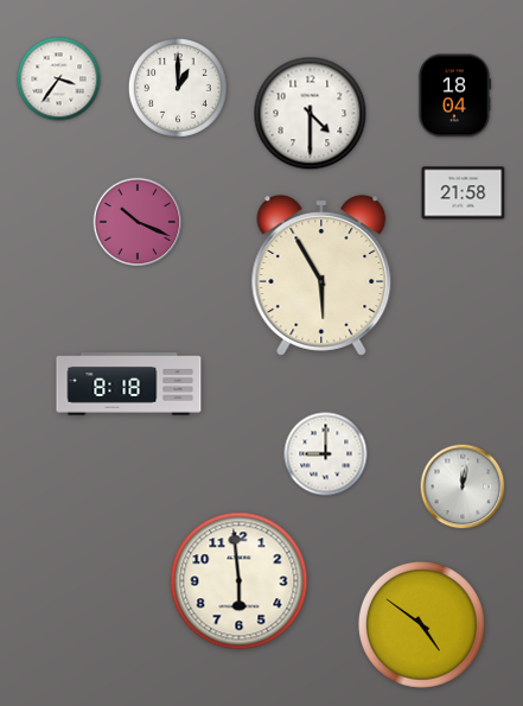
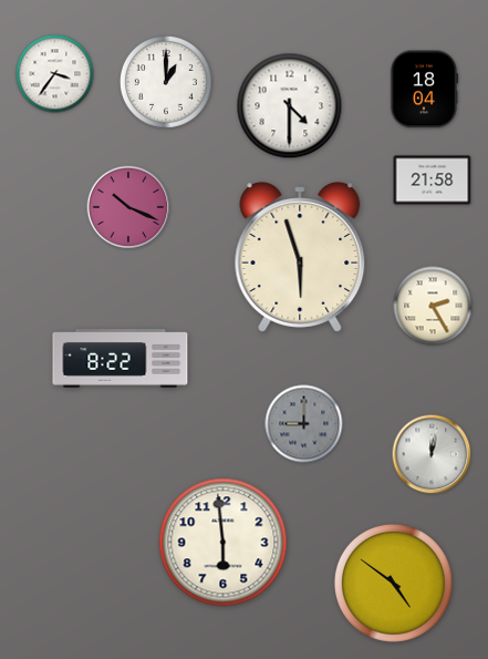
clock at (321, 275): 5:55 -> 5:57
clock at (433, 306): none -> 2:25
clock at (129, 384): 8:18 -> 8:22
clock at (326, 454) dial: white -> grey
